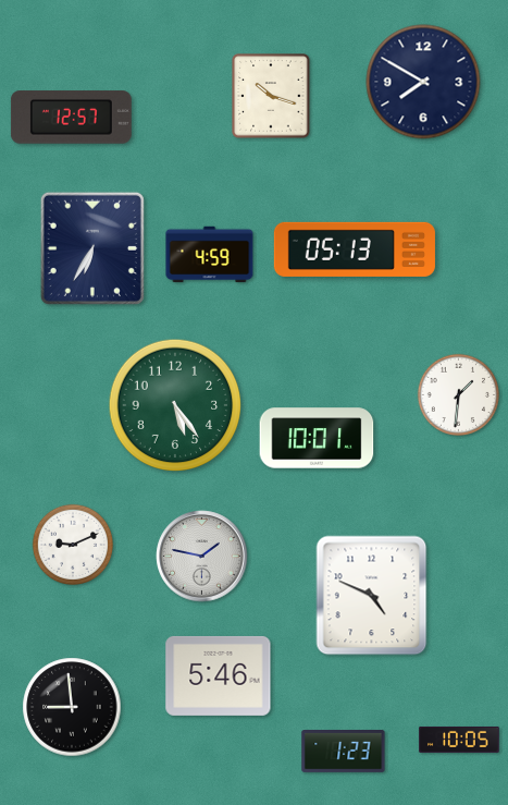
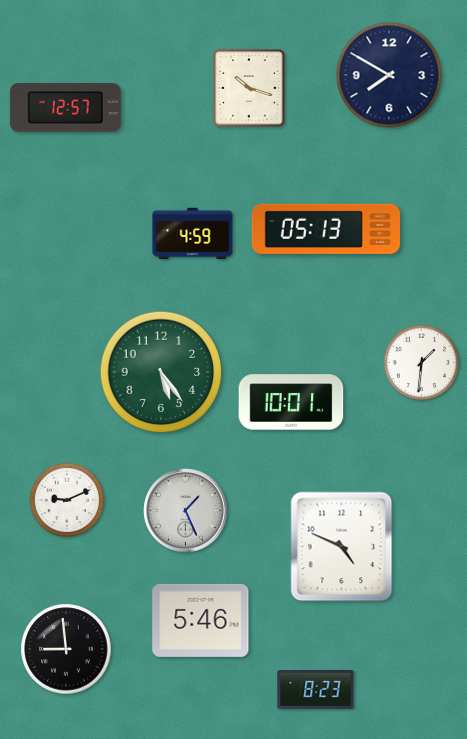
clock at (92, 248): 6:35 -> none
clock at (202, 557): 1:47 -> 1:26
clock at (459, 740): 10:05 -> none
clock at (344, 752): 1:23 -> 8:23
